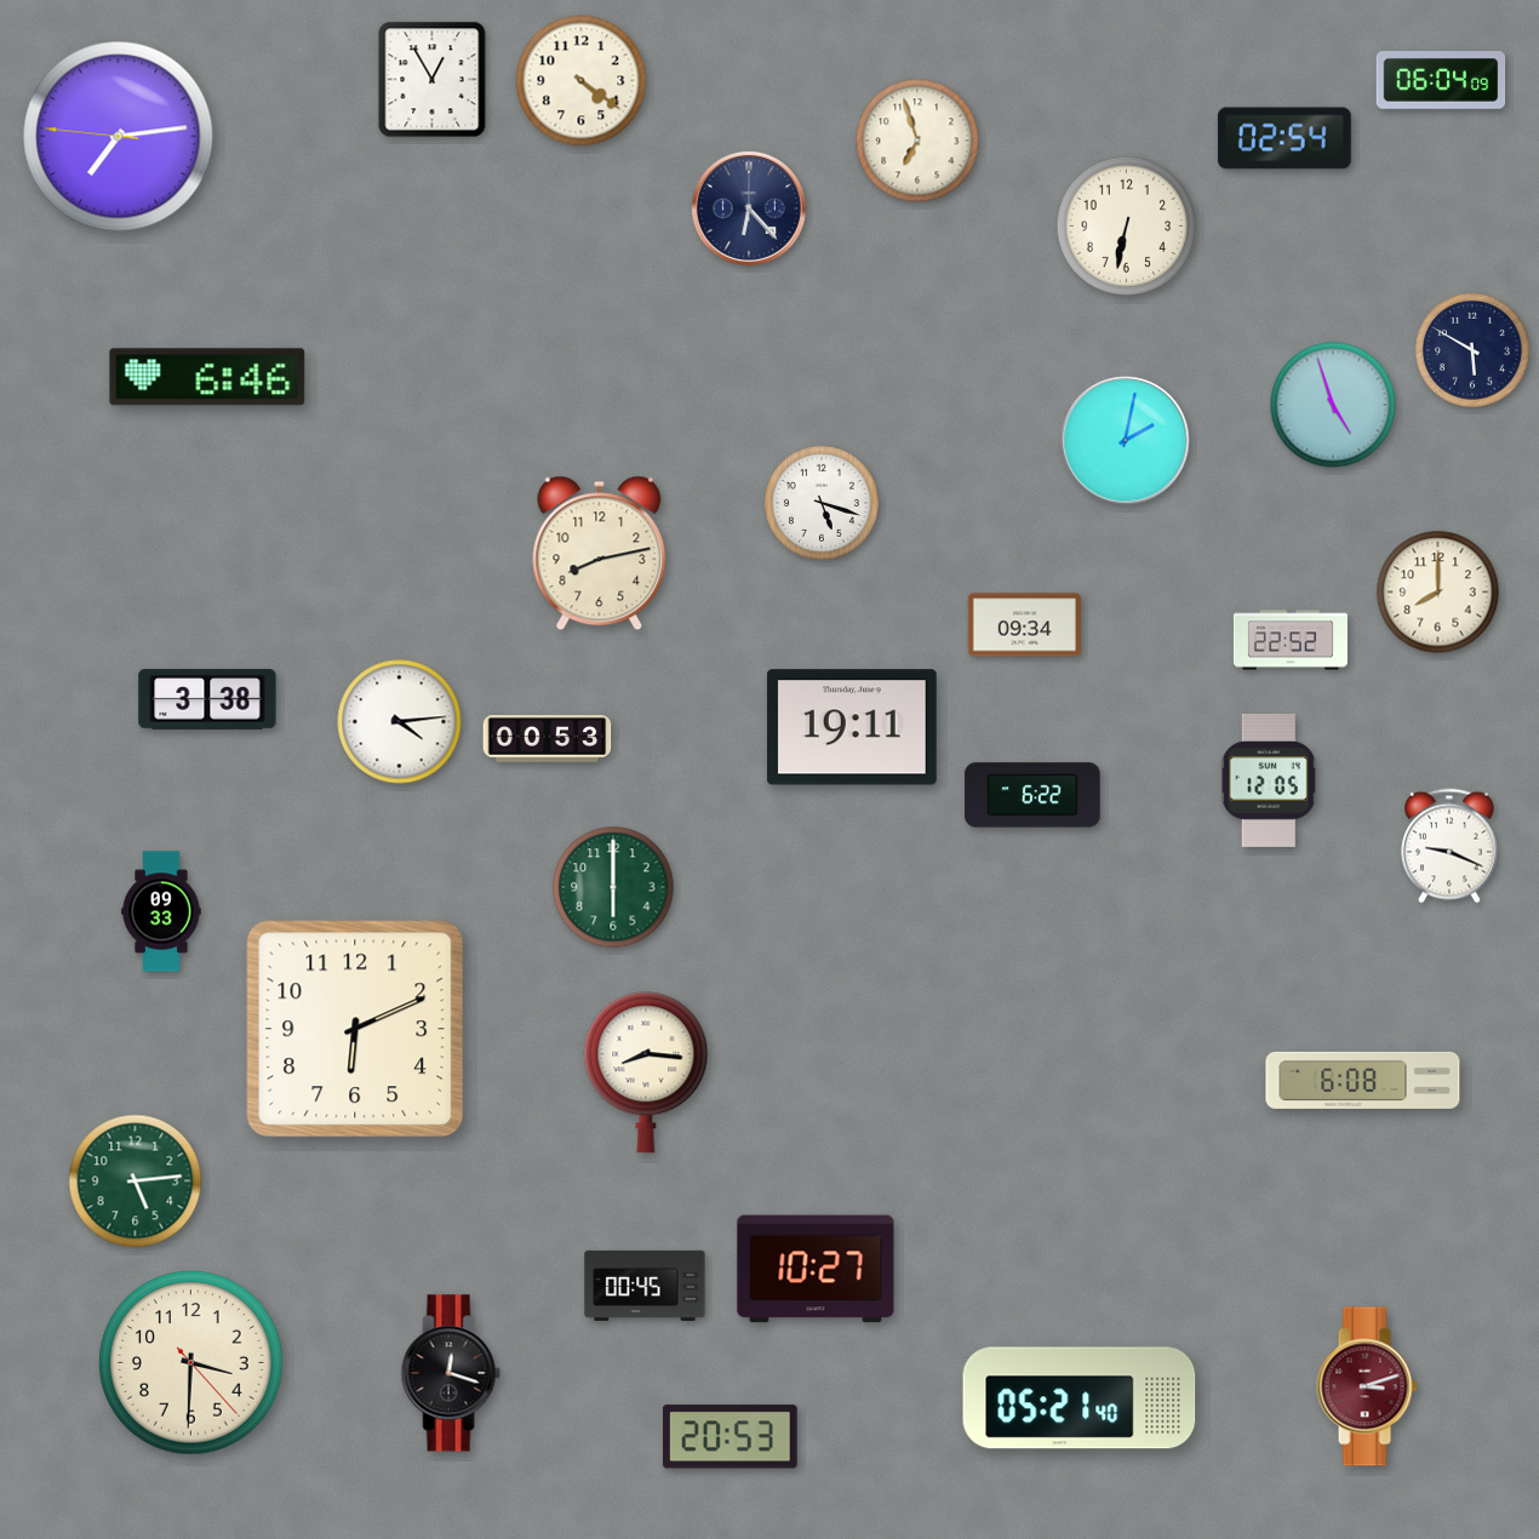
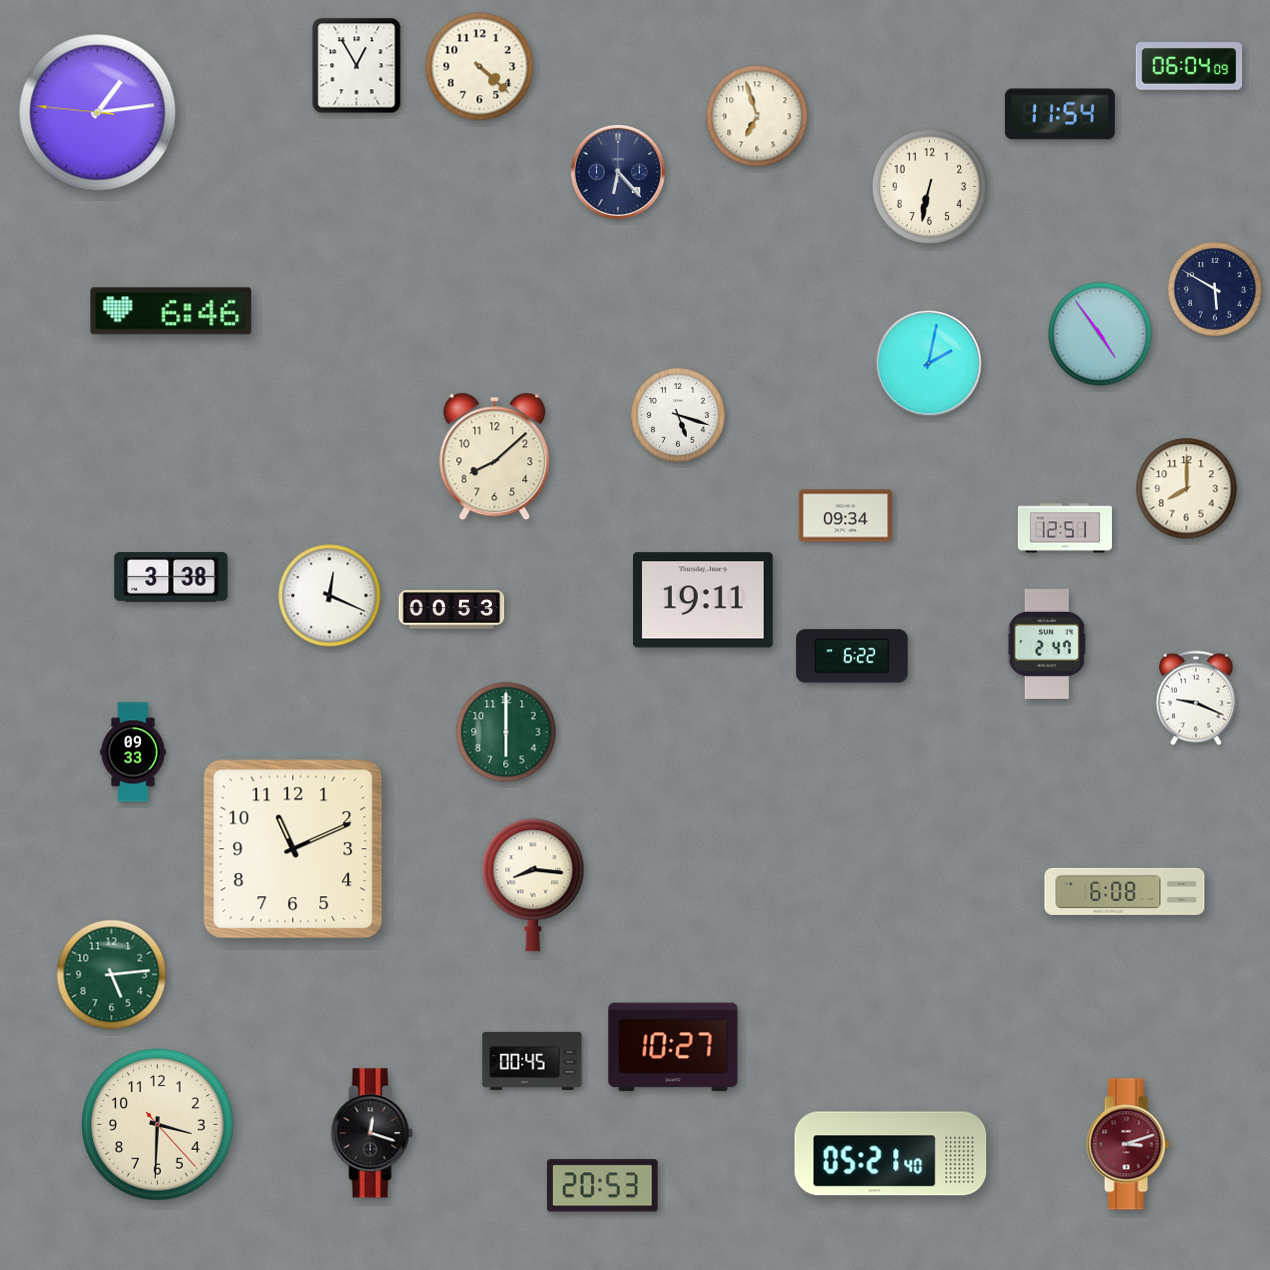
clock at (582, 81): 4:21 -> 4:22
clock at (119, 137): 7:13 -> 1:13
clock at (1285, 138): 02:54 -> 11:54
clock at (1333, 405): 4:57 -> 4:54
clock at (600, 554): 8:13 -> 8:08
clock at (1291, 640): 22:52 -> 12:51
clock at (400, 722): 4:14 -> 12:19
clock at (1269, 780): 12:05 -> 2:47
clock at (355, 1029): 6:11 -> 11:11
